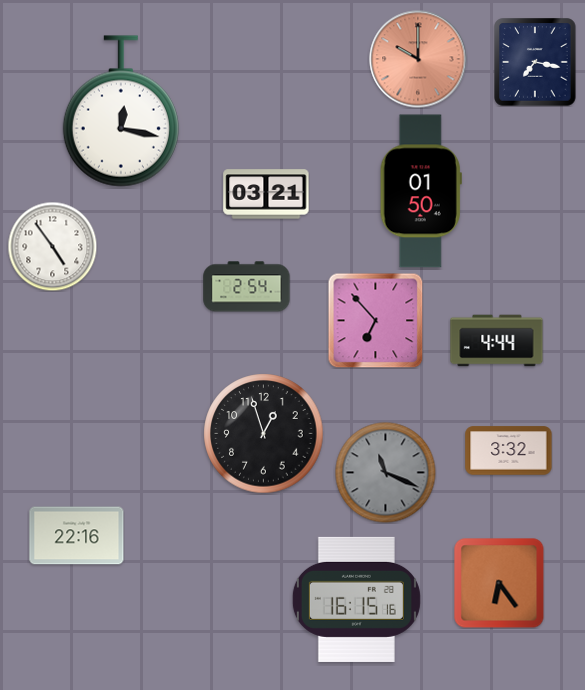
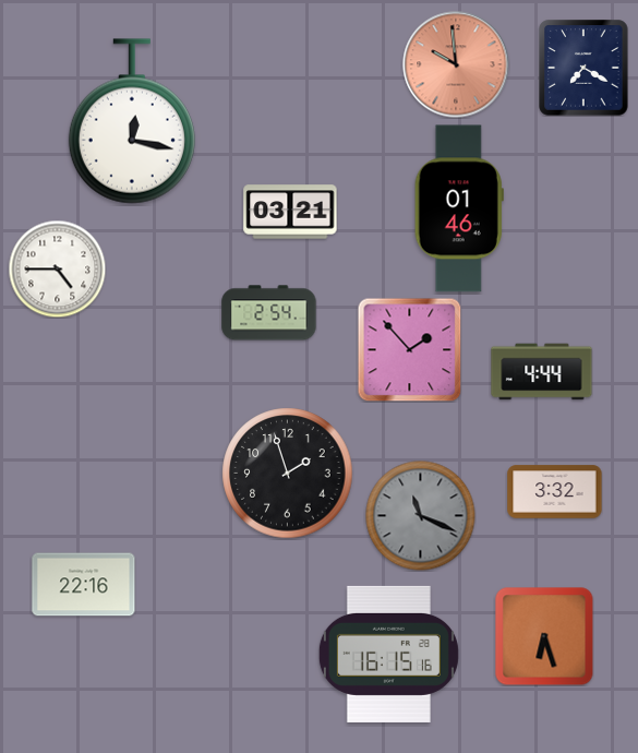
clock at (418, 59): 10:00 -> 9:59
clock at (535, 62): 7:17 -> 7:20
clock at (421, 191): 01:50 -> 01:46
clock at (52, 246): 4:54 -> 4:45
clock at (375, 320): 6:53 -> 1:53
clock at (264, 434): 12:57 -> 1:57
clock at (499, 583): 6:24 -> 6:27
